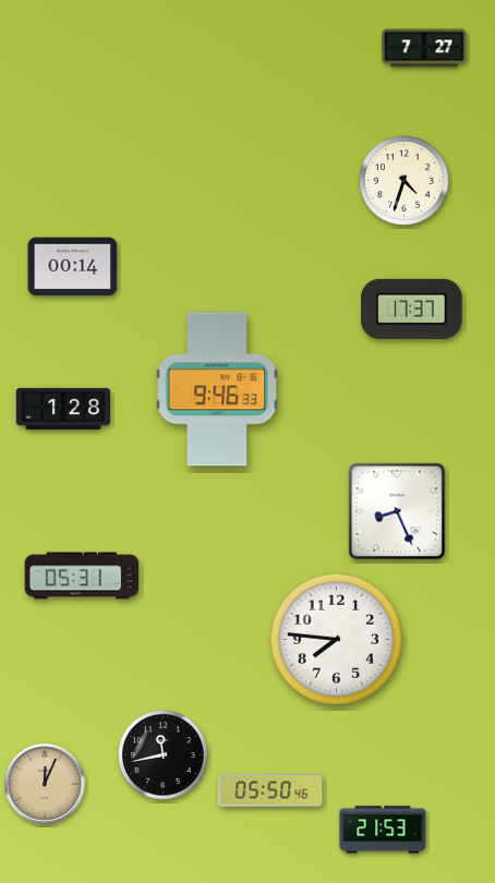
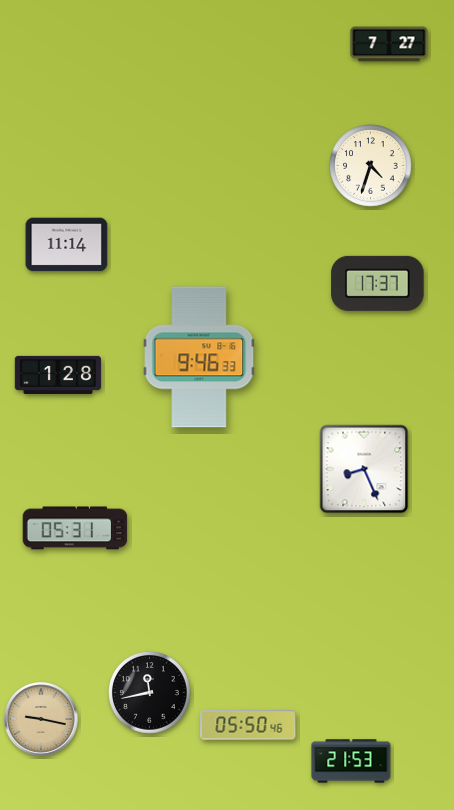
clock at (73, 267): 00:14 -> 11:14
clock at (336, 639): 7:46 -> none
clock at (45, 784): 12:04 -> 9:17
